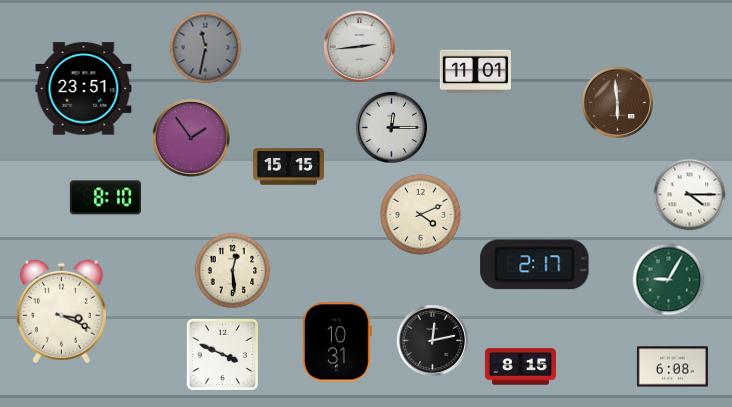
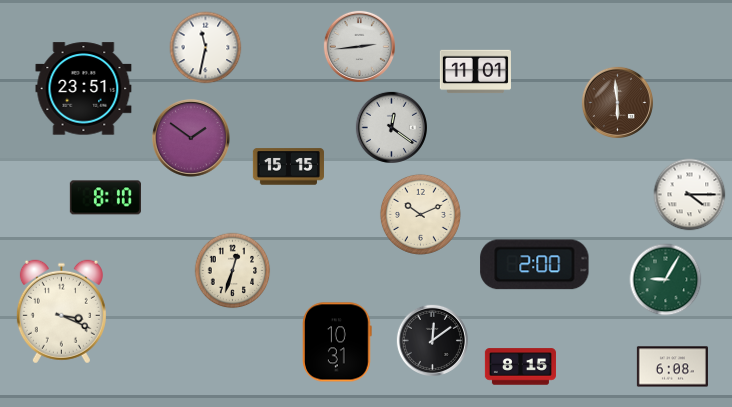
clock at (206, 48) dial: grey -> white
clock at (391, 127): 12:15 -> 12:21
clock at (191, 138): 1:54 -> 1:51
clock at (420, 214): 4:11 -> 10:11
clock at (535, 265): 2:17 -> 2:00
clock at (233, 271): 12:29 -> 12:33
clock at (669, 280) position: (669, 280) -> (666, 280)
clock at (432, 340): 12:13 -> 12:09
clock at (223, 355): 3:49 -> none
